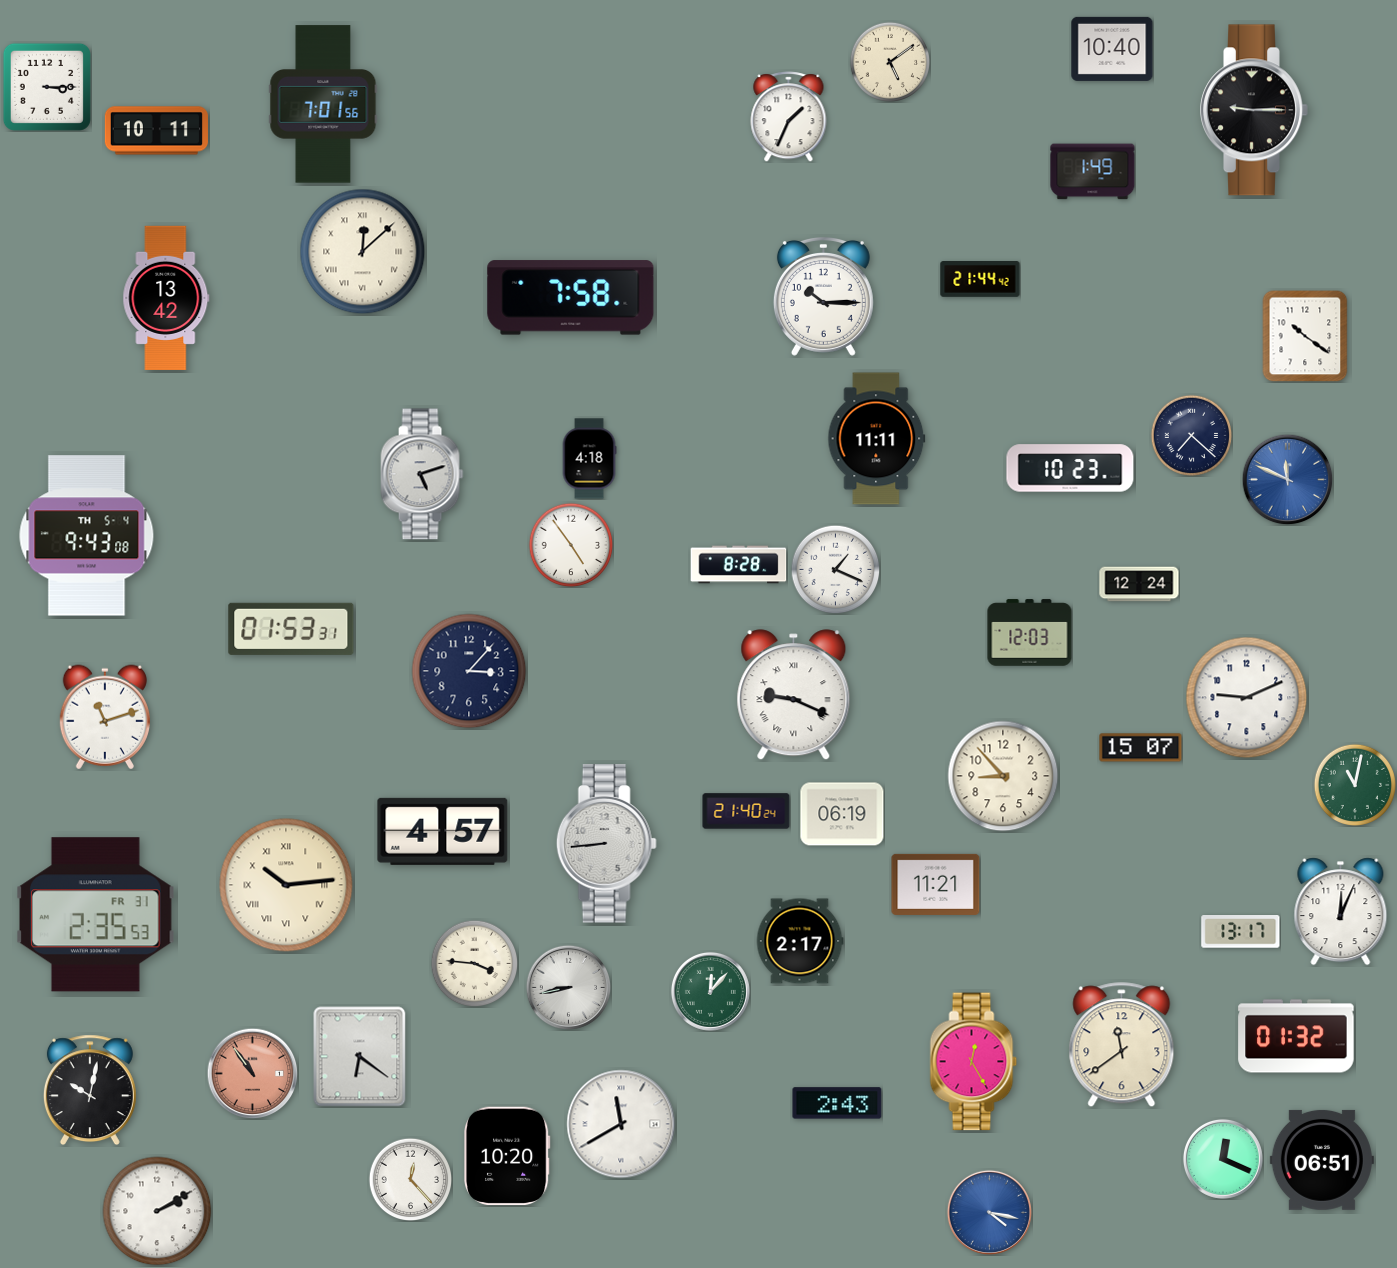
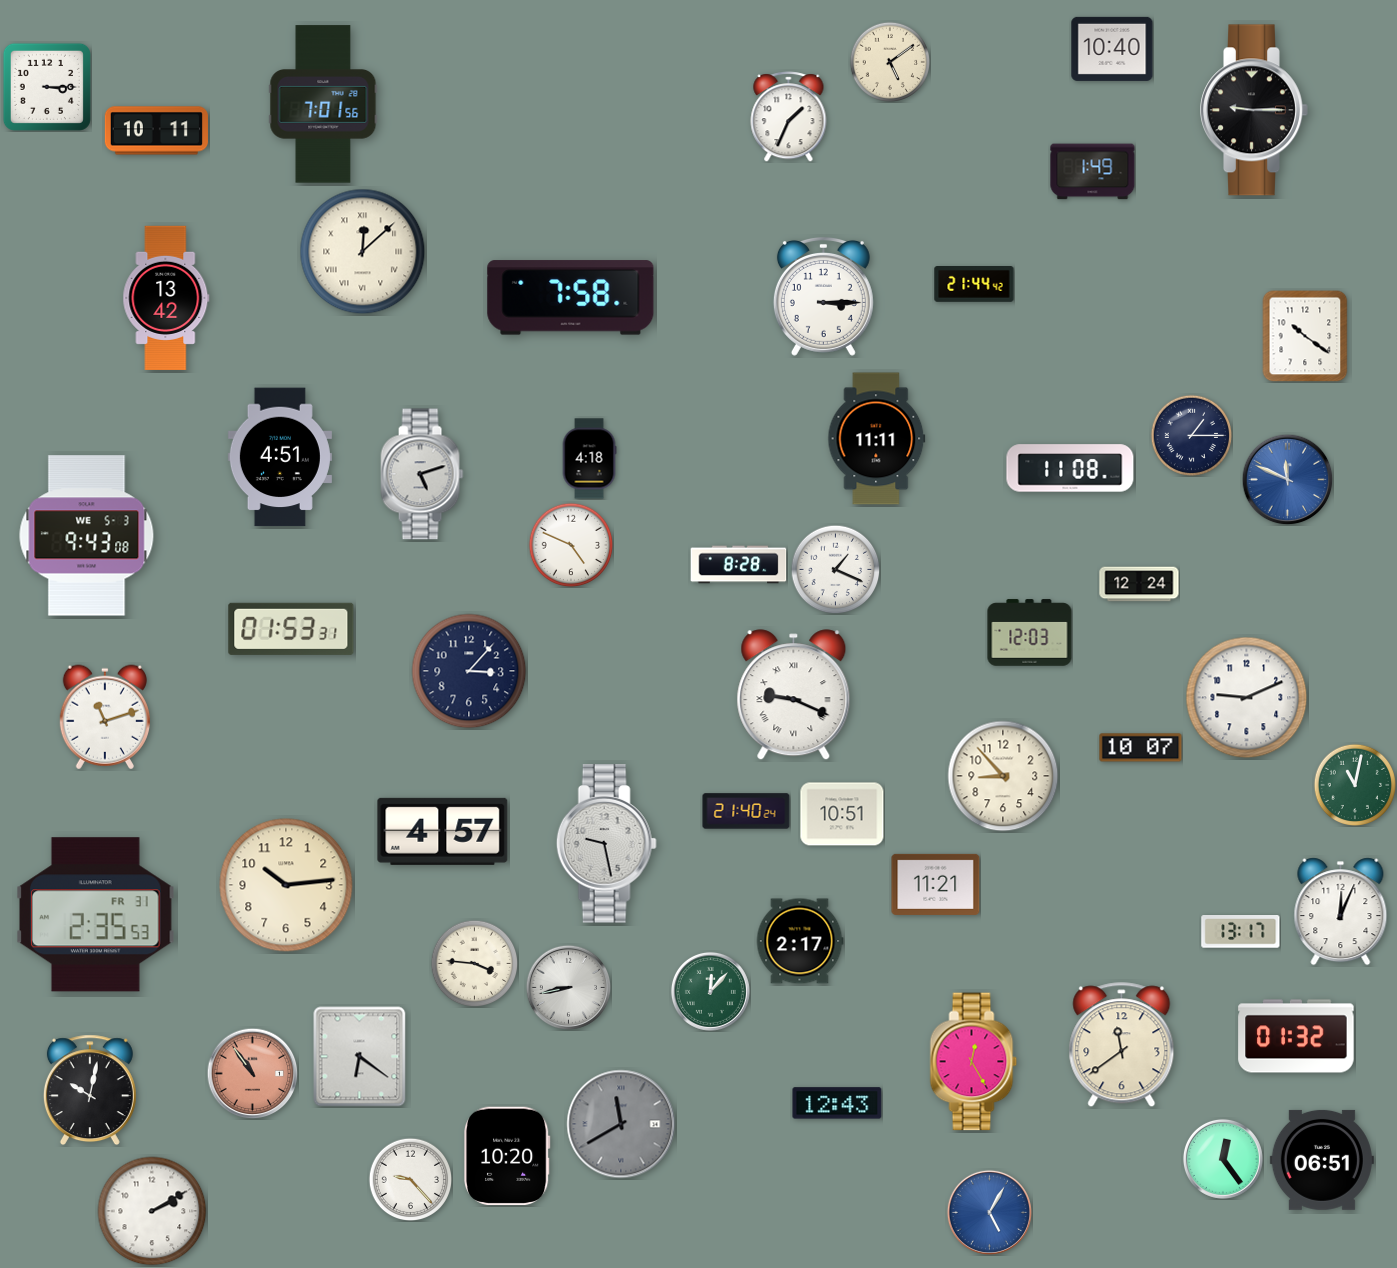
clock at (980, 280) position: (980, 280) -> (974, 285)
clock at (823, 296): 10:15 -> 3:15
clock at (1191, 435): 7:22 -> 1:15
clock at (280, 457): none -> 4:51
clock at (1070, 468): 10:23 -> 11:08
clock at (87, 536) date: TH 5-4 -> WE 5-3
clock at (571, 545): 4:54 -> 4:49
clock at (1141, 748): 15:07 -> 10:07
clock at (842, 814): 06:19 -> 10:51
clock at (606, 844): 8:44 -> 9:28
clock at (286, 885) numerals: Roman -> Arabic
clock at (837, 1103): 2:43 -> 12:43
clock at (621, 1124) dial: white -> grey
clock at (1223, 1159): 12:19 -> 12:24
clock at (410, 1179): 12:23 -> 9:23
clock at (157, 1211) position: (157, 1211) -> (152, 1211)
clock at (989, 1212): 4:17 -> 5:05
